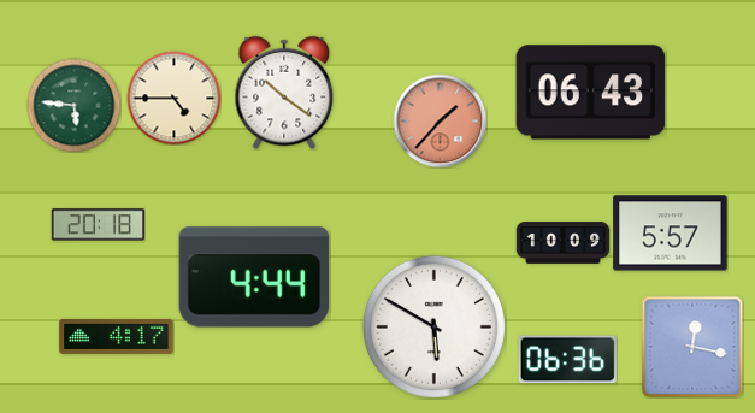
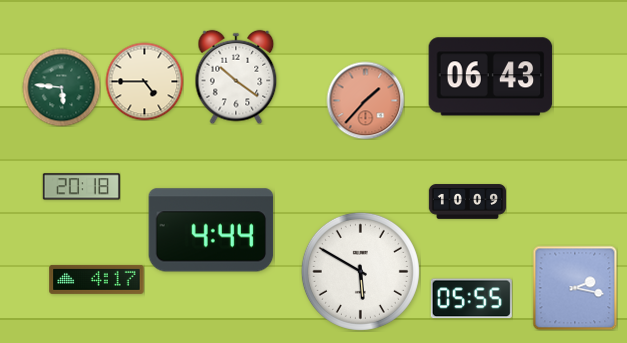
clock at (671, 234): 5:57 -> none
clock at (692, 347): 12:17 -> 2:17
clock at (567, 360): 06:36 -> 05:55
